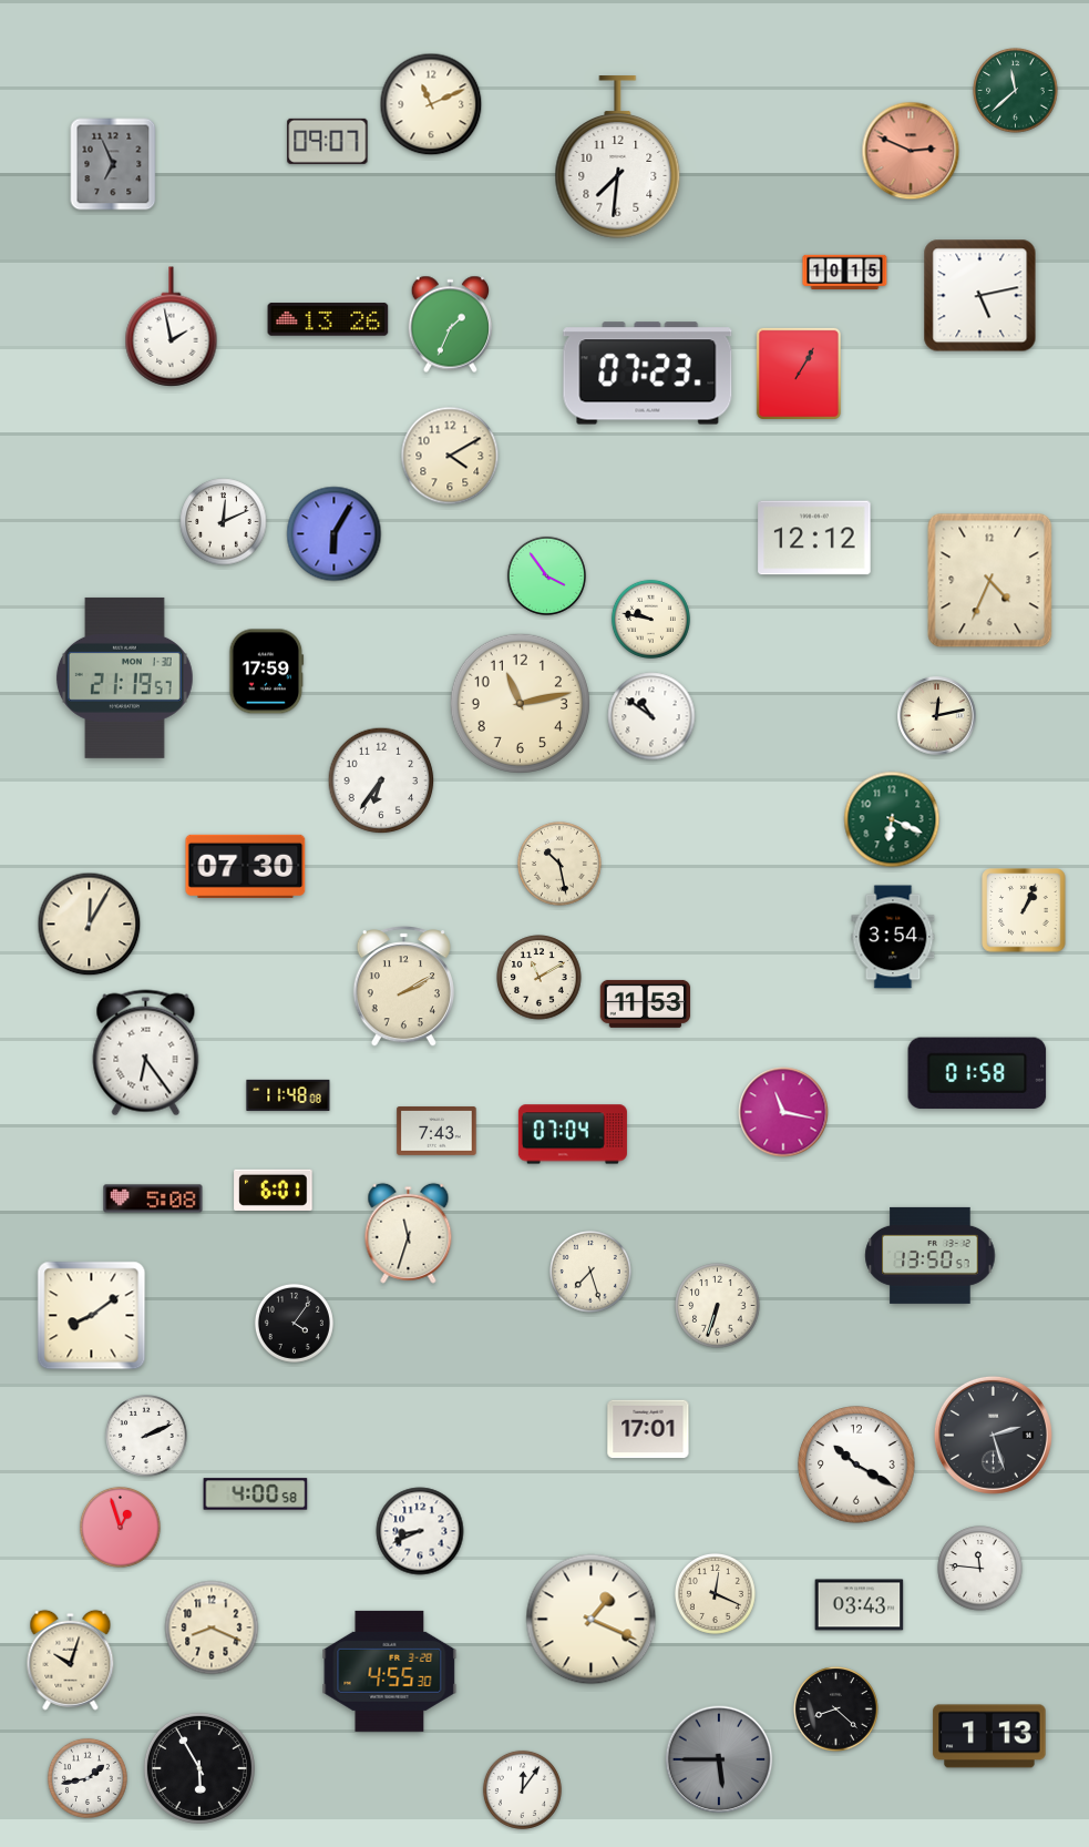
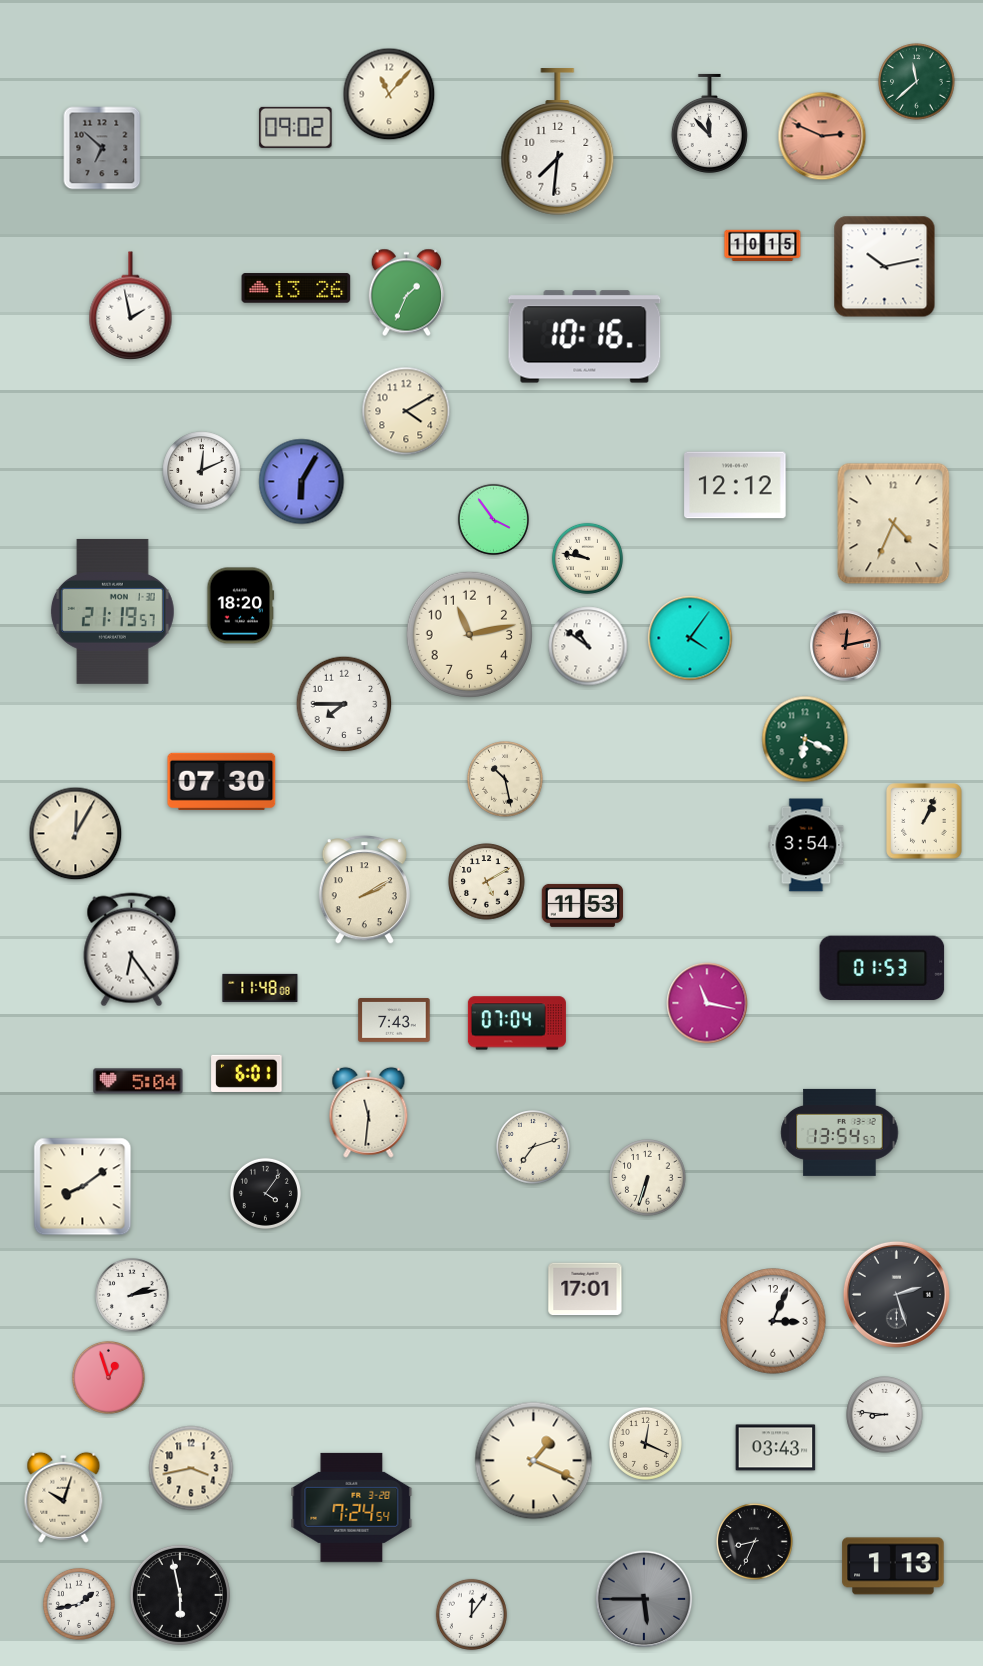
clock at (431, 104): 11:11 -> 11:07
clock at (709, 123): none -> 11:53
clock at (328, 141): 09:07 -> 09:02
clock at (113, 164): 6:56 -> 6:52
clock at (980, 296): 5:13 -> 10:13
clock at (172, 327) position: (172, 327) -> (131, 306)
clock at (648, 374): 07:23 -> 10:16
clock at (799, 374): 1:05 -> none
clock at (267, 672): 17:59 -> 18:20
clock at (690, 638): none -> 4:06
clock at (937, 716) dial: cream -> salmon
clock at (381, 780): 6:36 -> 7:45
clock at (90, 925) position: (90, 925) -> (76, 834)
clock at (540, 978): 11:10 -> 5:10
clock at (977, 1073): 01:58 -> 01:53
clock at (153, 1198): 5:08 -> 5:04
clock at (409, 1233): 11:33 -> 11:31
clock at (931, 1255): 13:50 -> 13:54
clock at (592, 1273): 7:27 -> 7:12
clock at (147, 1437): 2:11 -> 2:13
clock at (856, 1465): 10:20 -> 3:04
clock at (256, 1494): 4:00 -> none
clock at (420, 1531): 8:41 -> none
clock at (980, 1569): 11:46 -> 8:46
clock at (715, 1593) position: (715, 1593) -> (645, 1443)
clock at (212, 1627): 8:19 -> 3:43
clock at (390, 1671): 4:55 -> 7:24
clock at (836, 1710): 8:22 -> 8:34
clock at (719, 1759) position: (719, 1759) -> (644, 1599)
clock at (199, 1768): 5:55 -> 5:58
